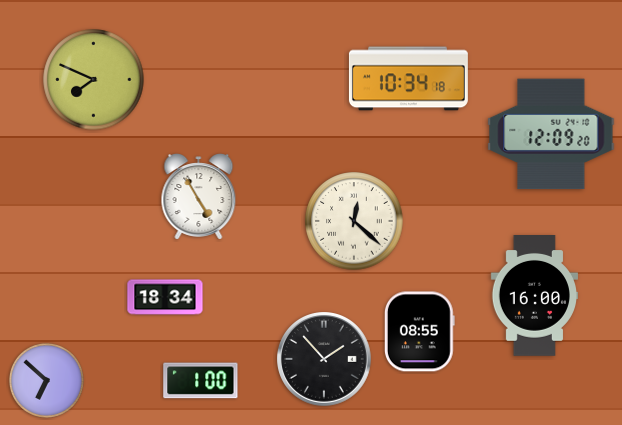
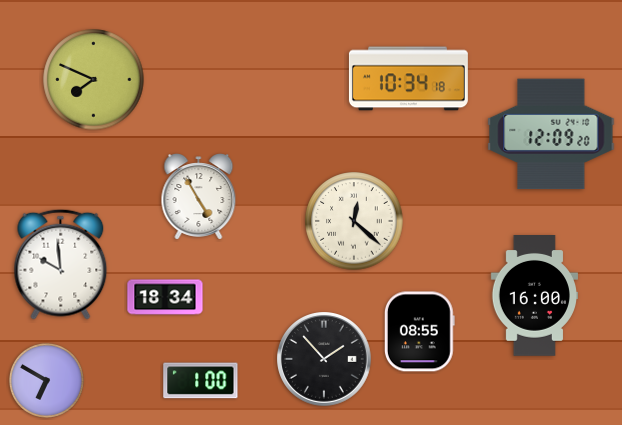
clock at (61, 264): none -> 9:59
clock at (46, 380): 6:52 -> 6:50
